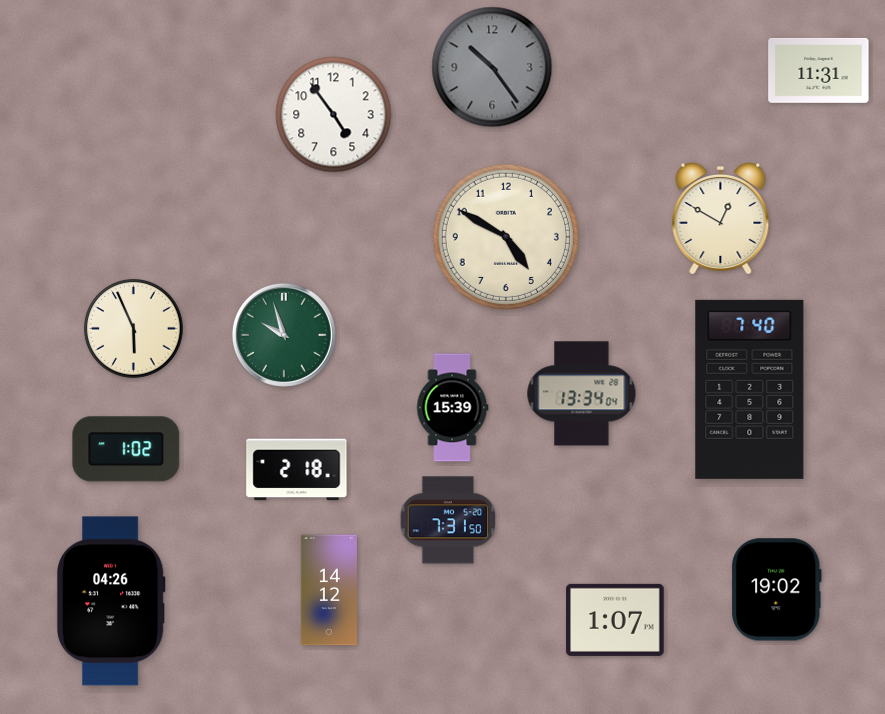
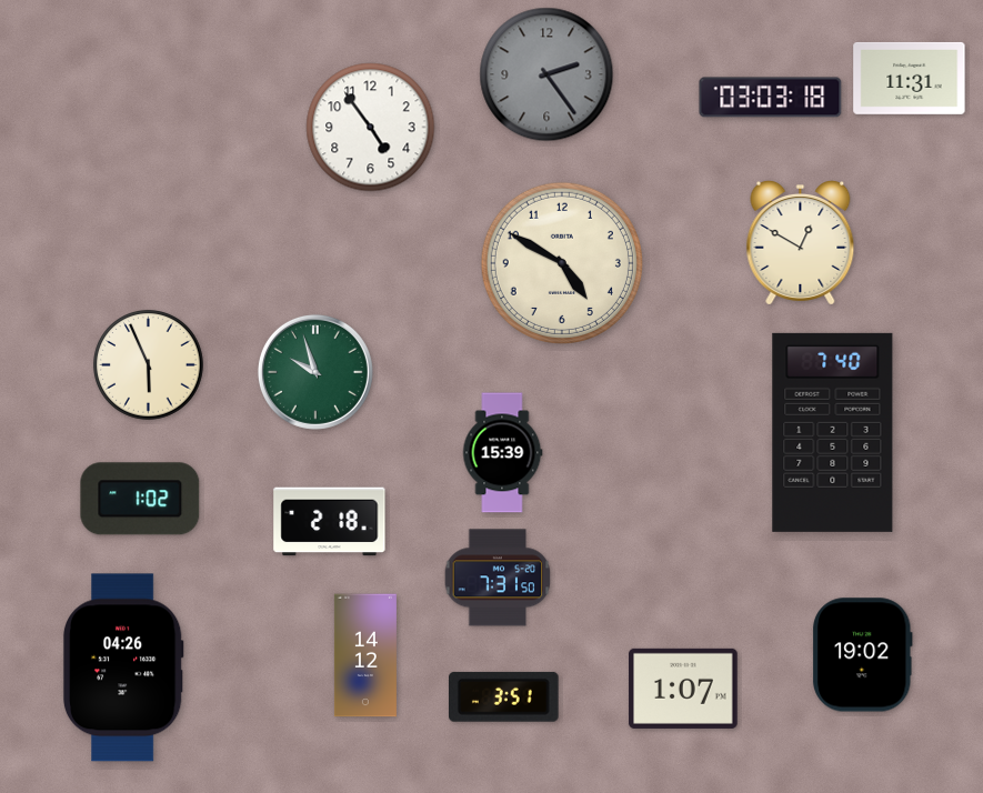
clock at (492, 67): 10:24 -> 2:24
clock at (771, 98): none -> 03:03
clock at (582, 394): 13:34 -> none
clock at (504, 696): none -> 3:51
